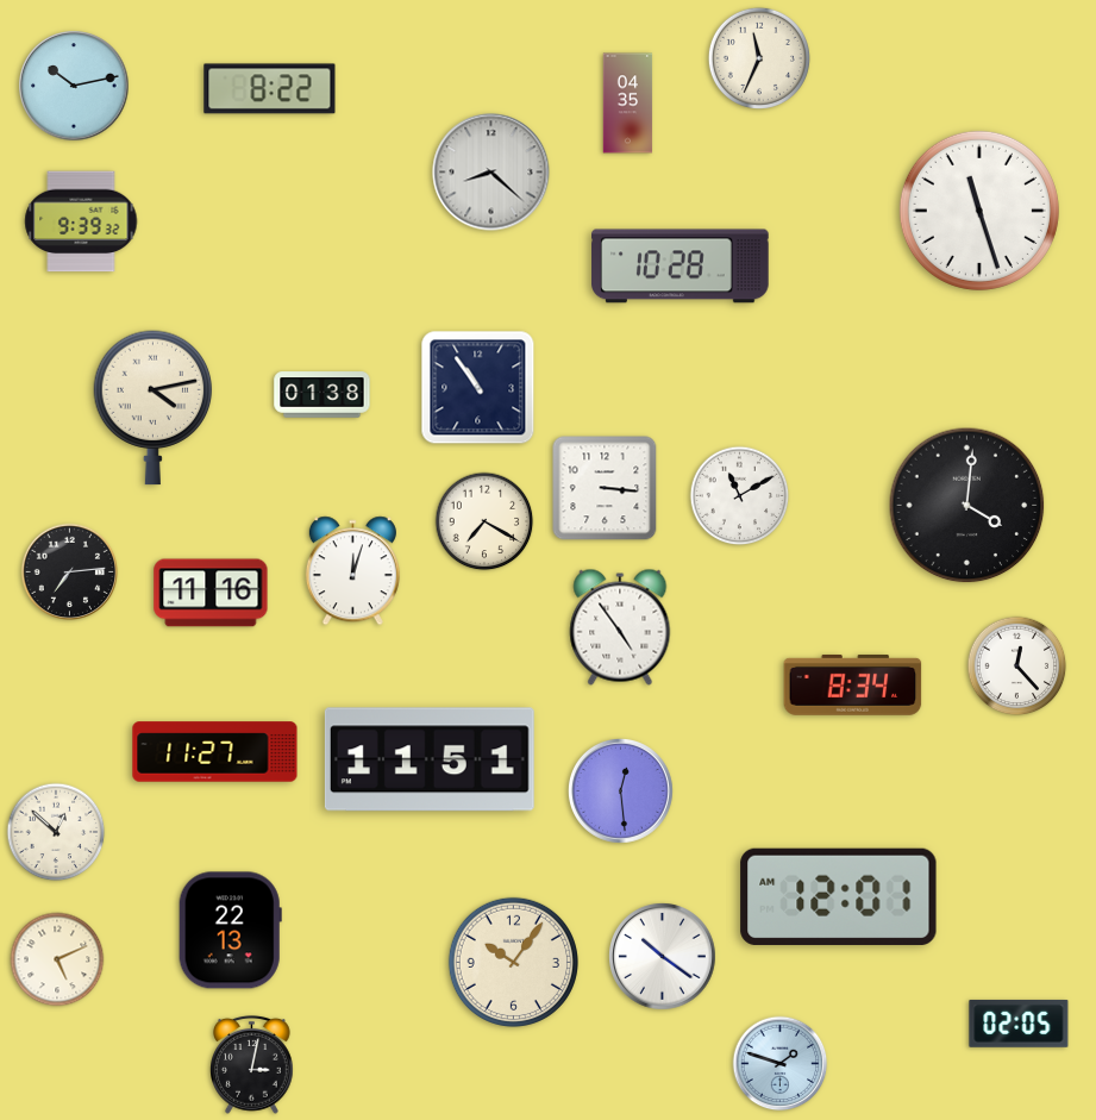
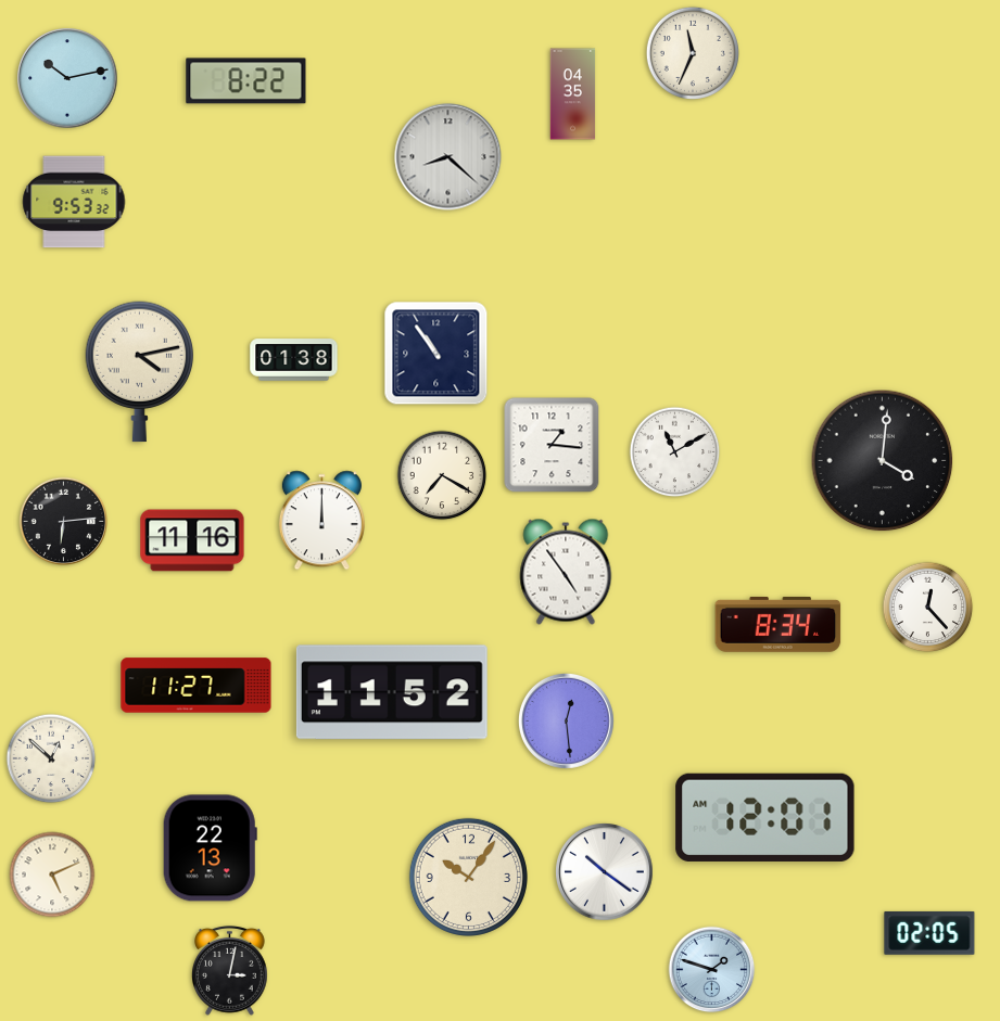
clock at (979, 211): 11:27 -> none
clock at (81, 221): 9:39 -> 9:53
clock at (681, 267): 10:28 -> none
clock at (605, 488): 3:16 -> 1:16
clock at (352, 571): 12:03 -> 12:00
clock at (70, 572): 7:14 -> 6:14
clock at (430, 759): 11:51 -> 11:52
